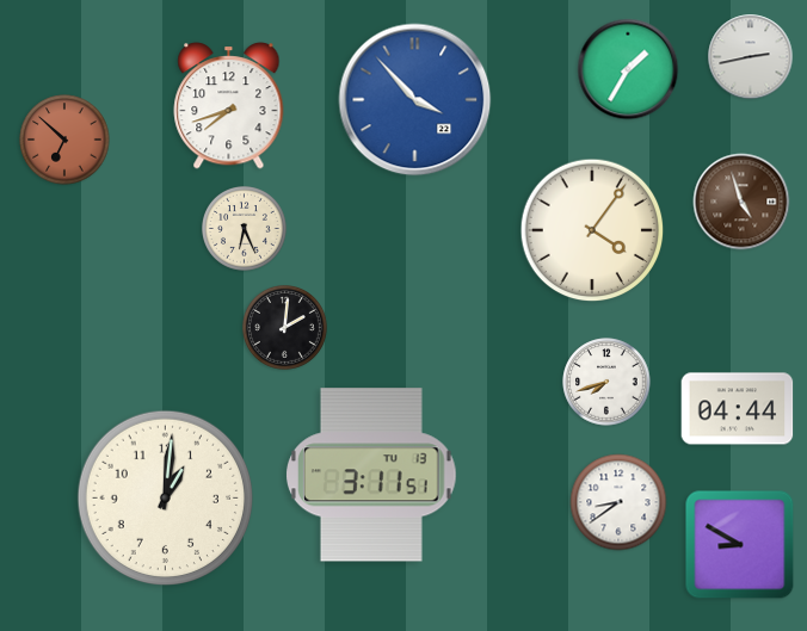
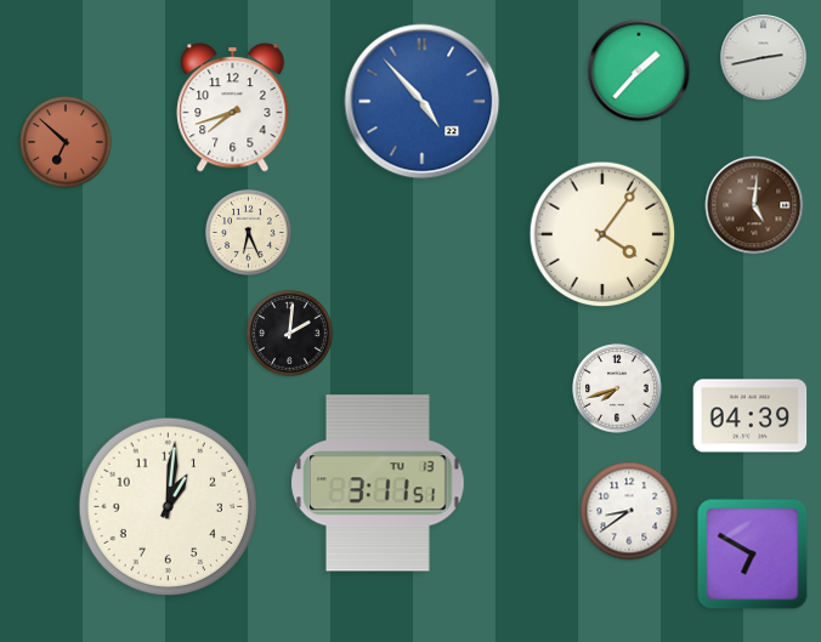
clock at (628, 69): 1:35 -> 1:37
clock at (415, 100): 3:53 -> 4:53
clock at (741, 202): 4:57 -> 5:01
clock at (738, 409): 04:44 -> 04:39
clock at (740, 545): 8:50 -> 6:50
